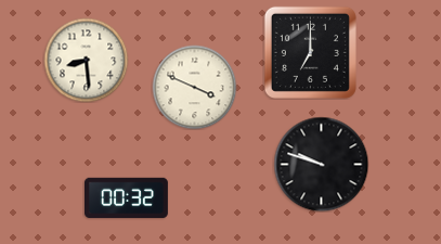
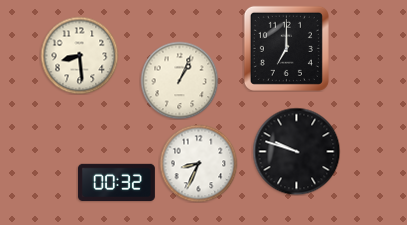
clock at (194, 87): 3:49 -> 1:04
clock at (198, 163): none -> 8:34
